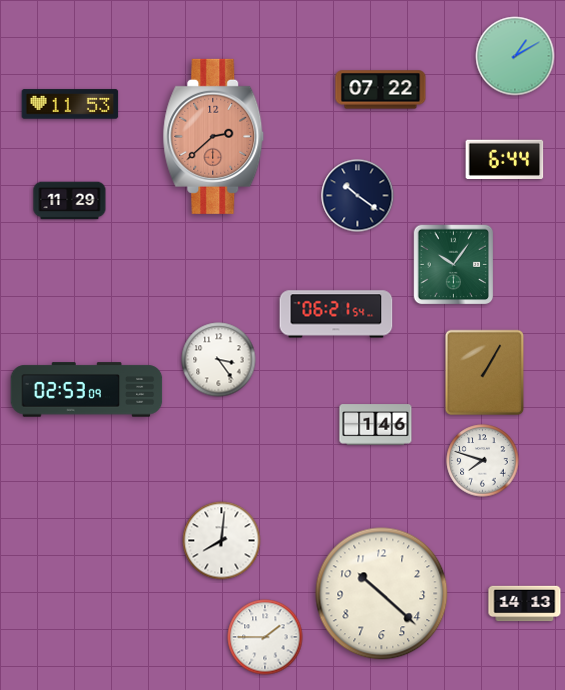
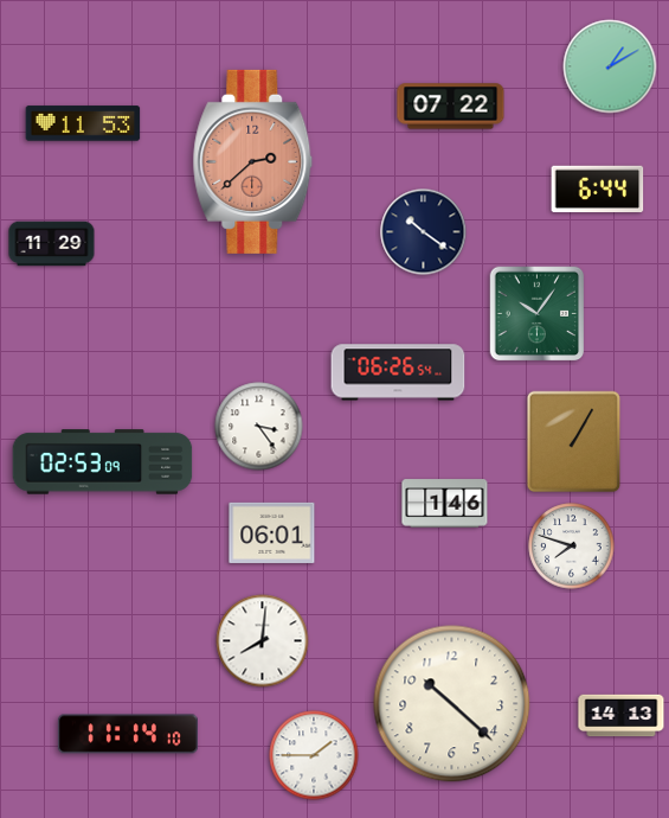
clock at (70, 201) position: (70, 201) -> (52, 244)
clock at (336, 314): 06:21 -> 06:26
clock at (272, 532): none -> 06:01
clock at (128, 734): none -> 11:14
